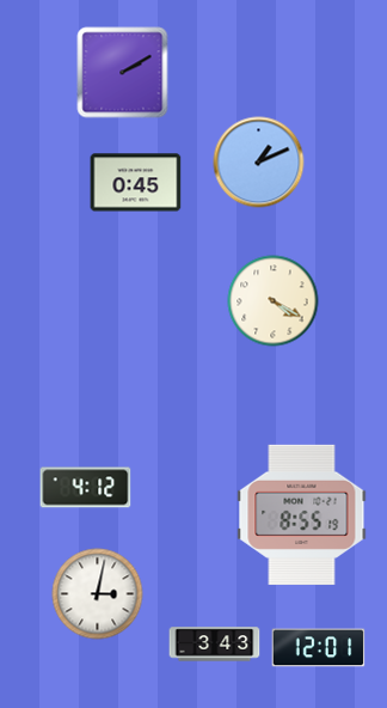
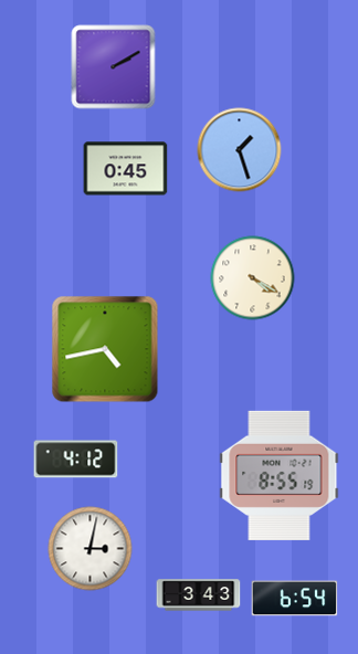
clock at (259, 163): 1:11 -> 1:27
clock at (105, 349): none -> 4:43
clock at (86, 488) position: (86, 488) -> (76, 460)
clock at (319, 648): 12:01 -> 6:54
